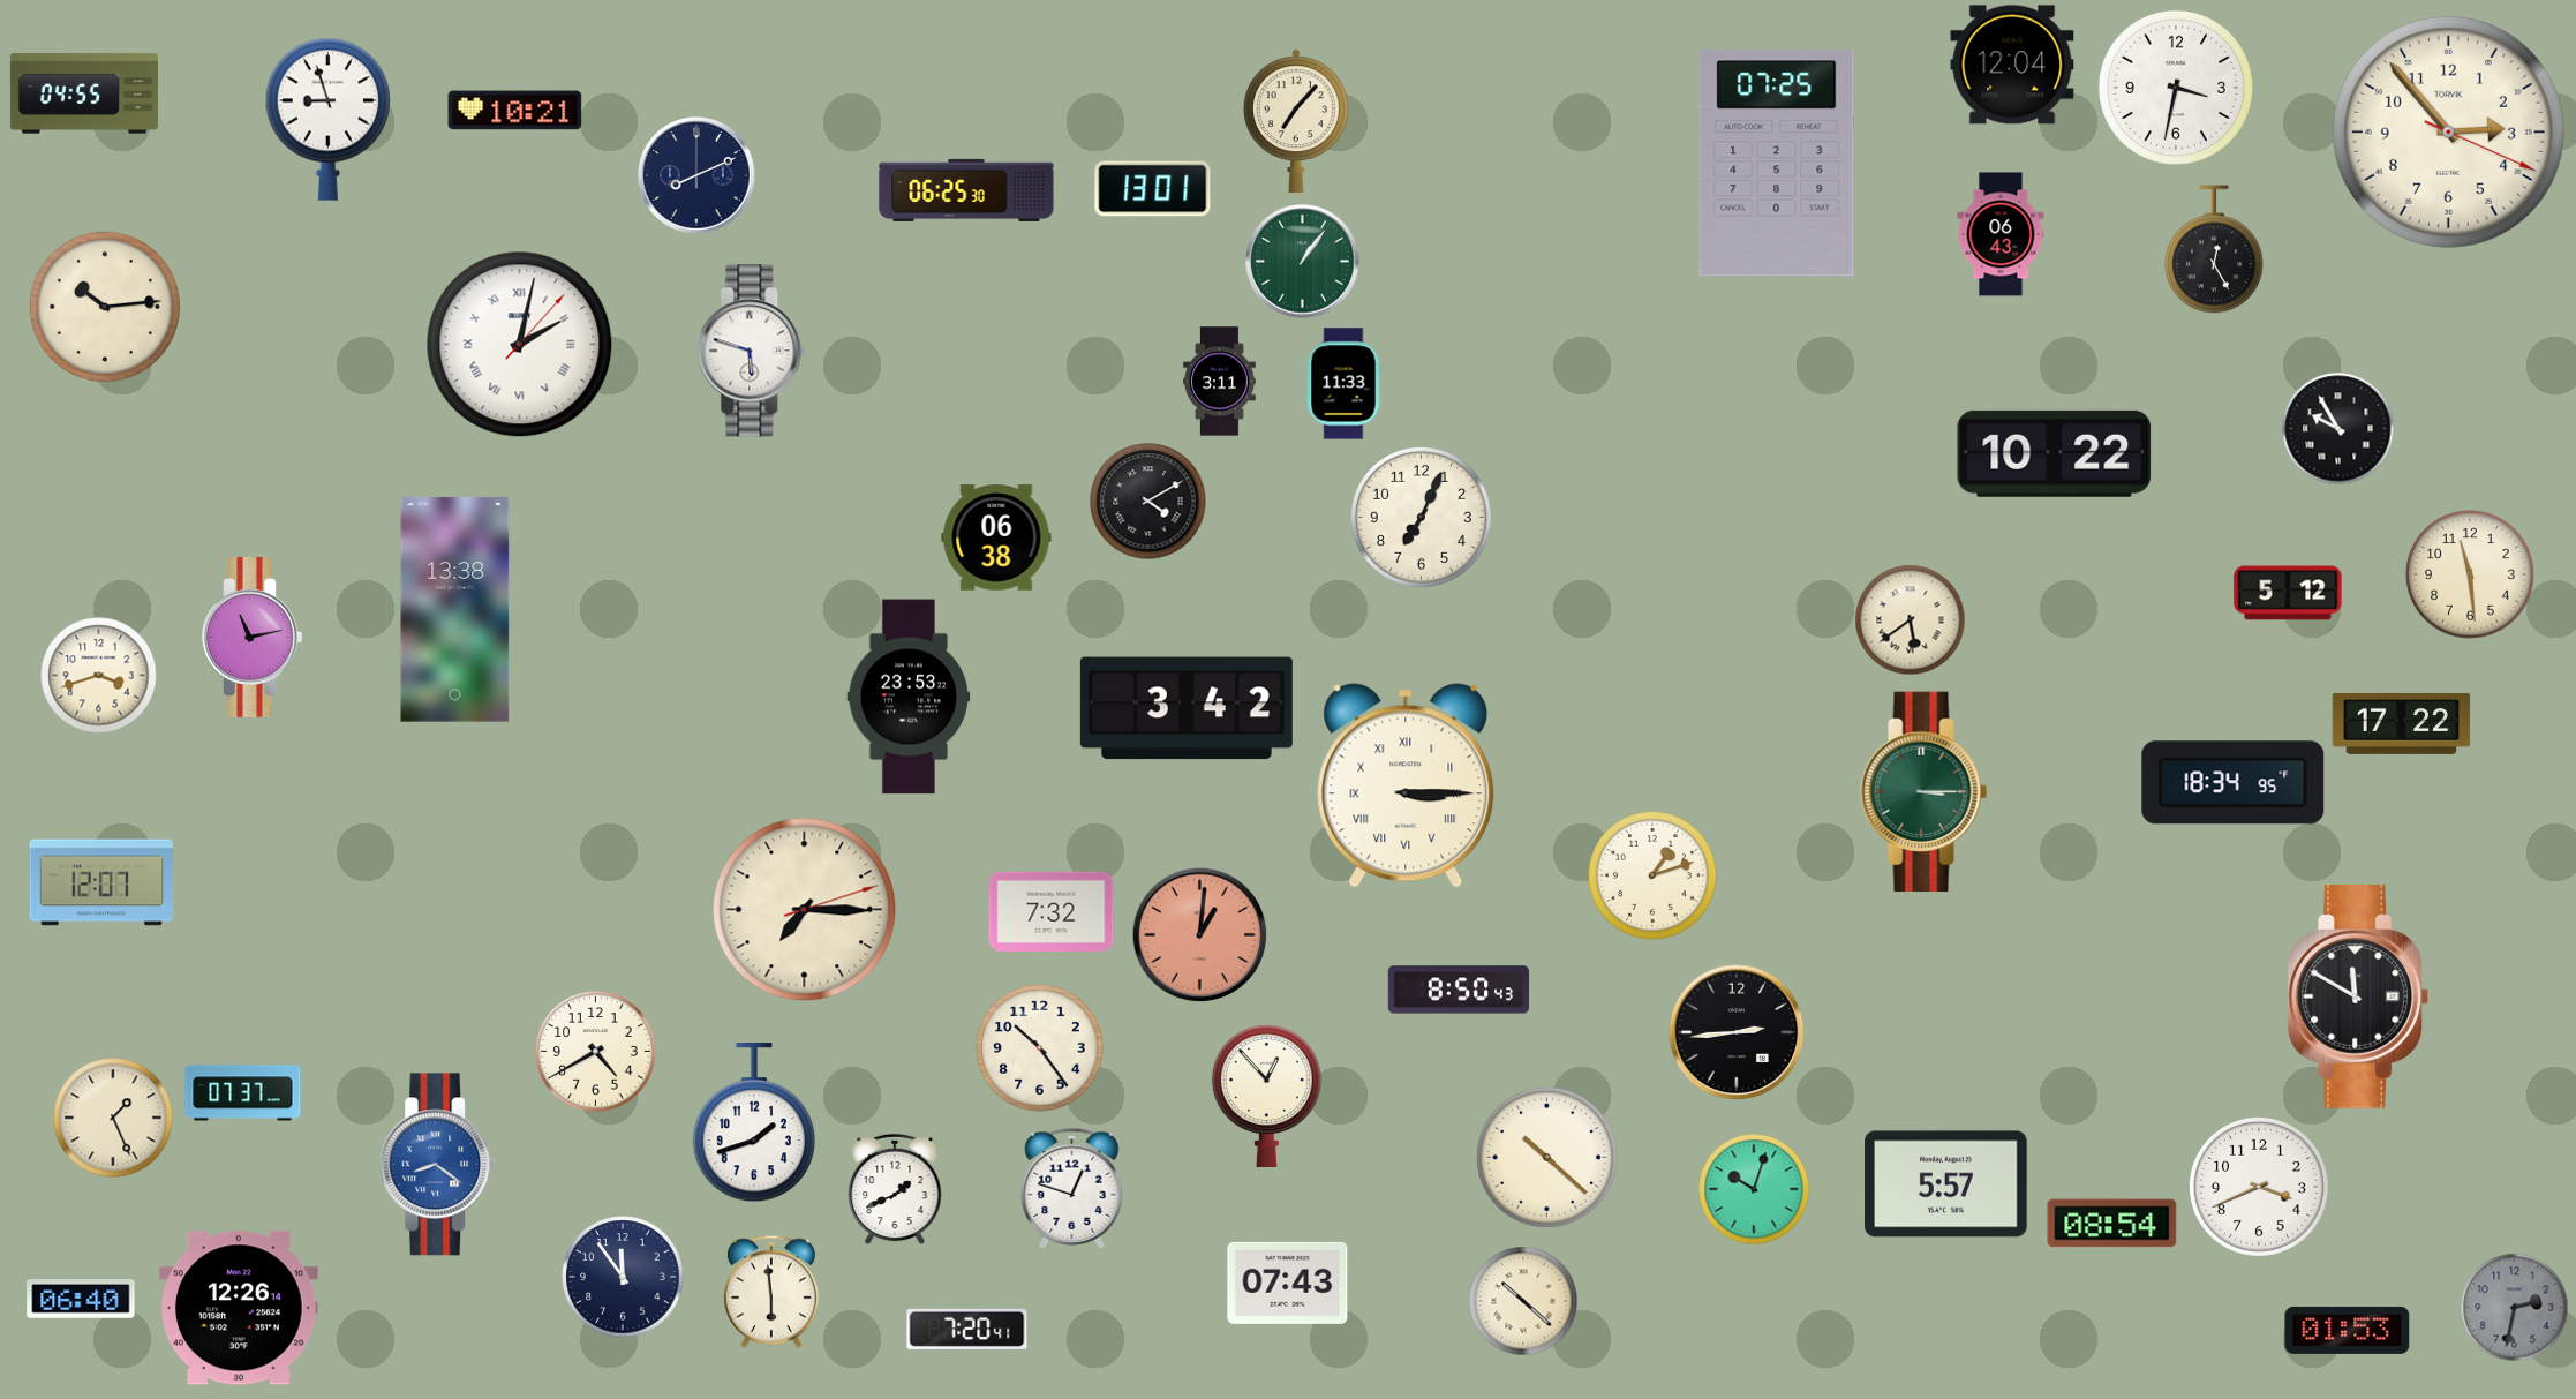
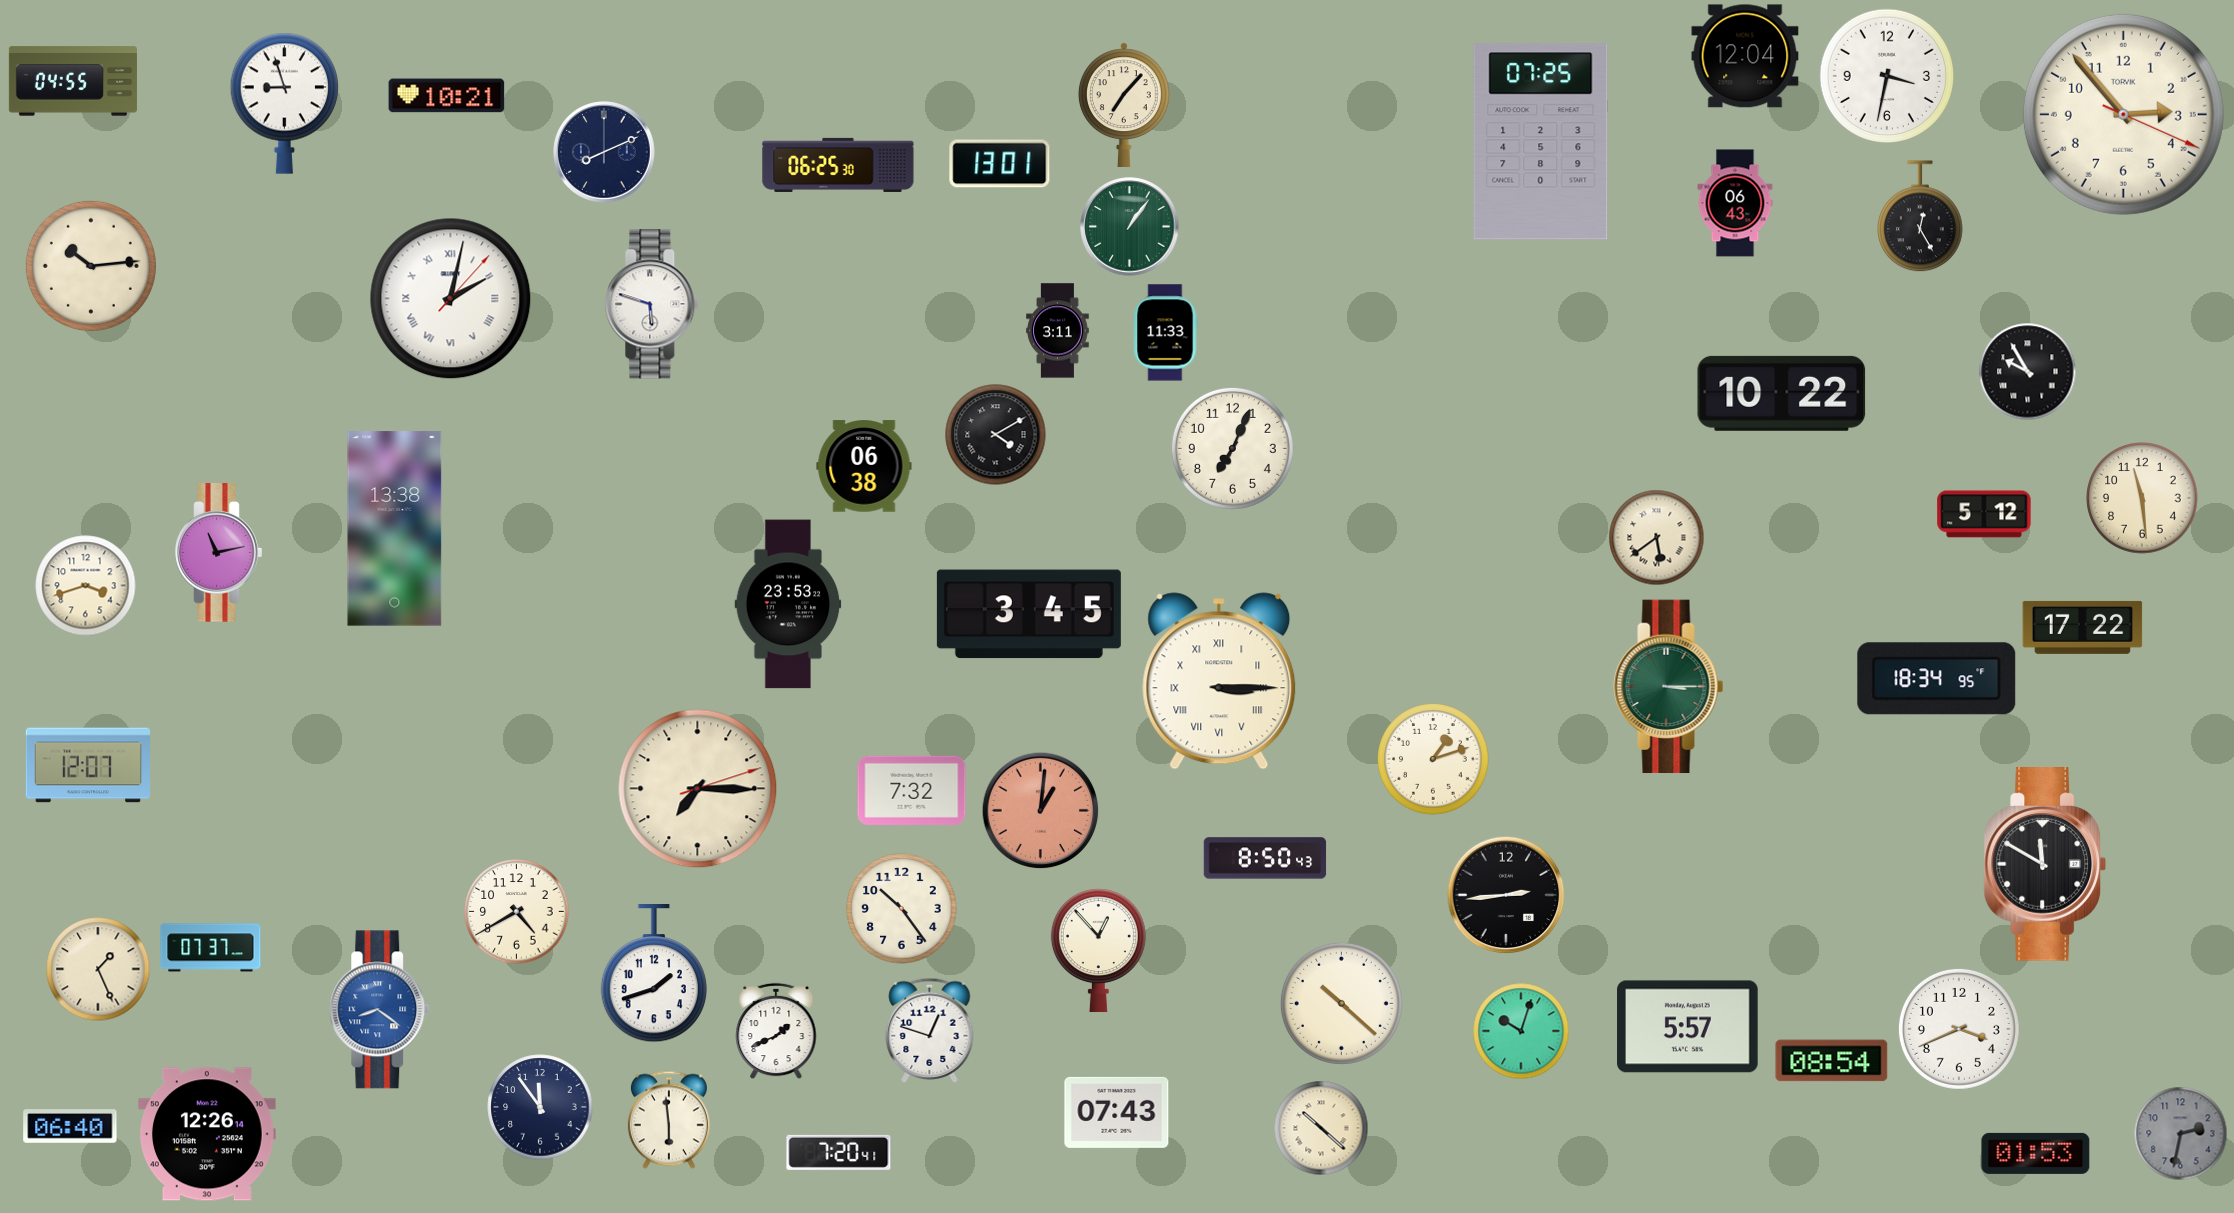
clock at (1187, 708): 3:42 -> 3:45
